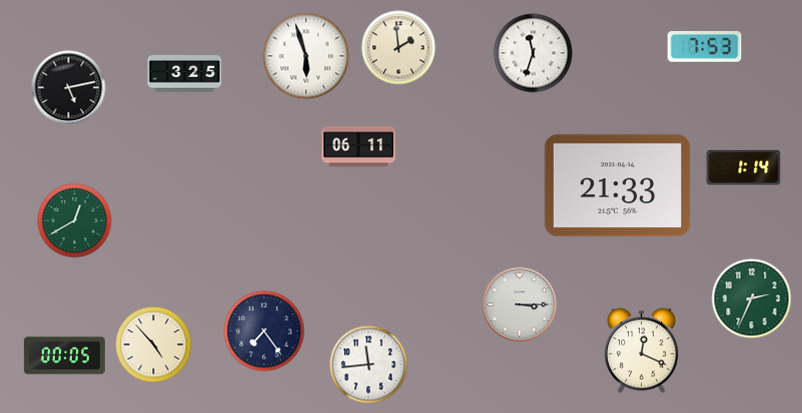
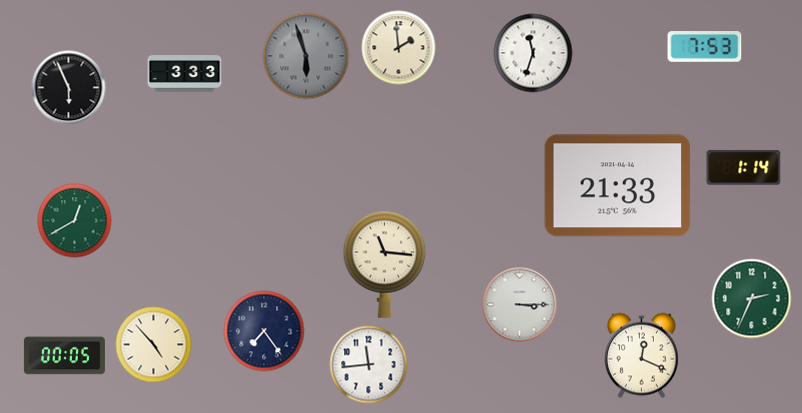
clock at (306, 56) dial: white -> grey
clock at (185, 74): 3:25 -> 3:33
clock at (69, 88): 5:13 -> 5:56
clock at (359, 147): 06:11 -> none
clock at (385, 264): none -> 11:16
clock at (641, 351) position: (641, 351) -> (641, 356)
